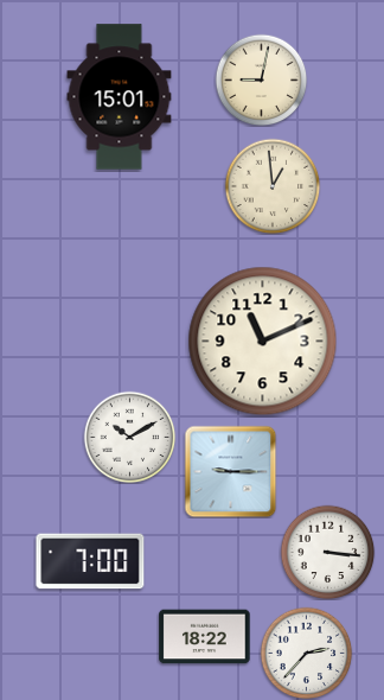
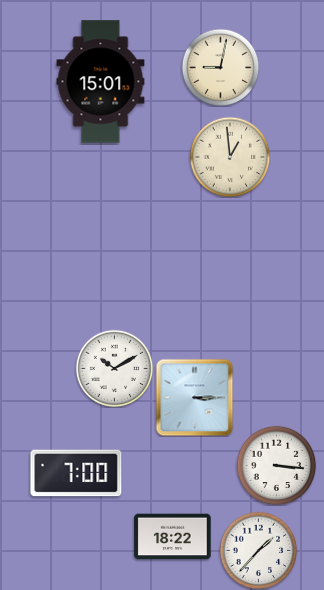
clock at (263, 342): 11:11 -> none
clock at (129, 437) position: (129, 437) -> (114, 368)
clock at (230, 471): 9:15 -> 3:15
clock at (306, 653): 2:37 -> 1:37
